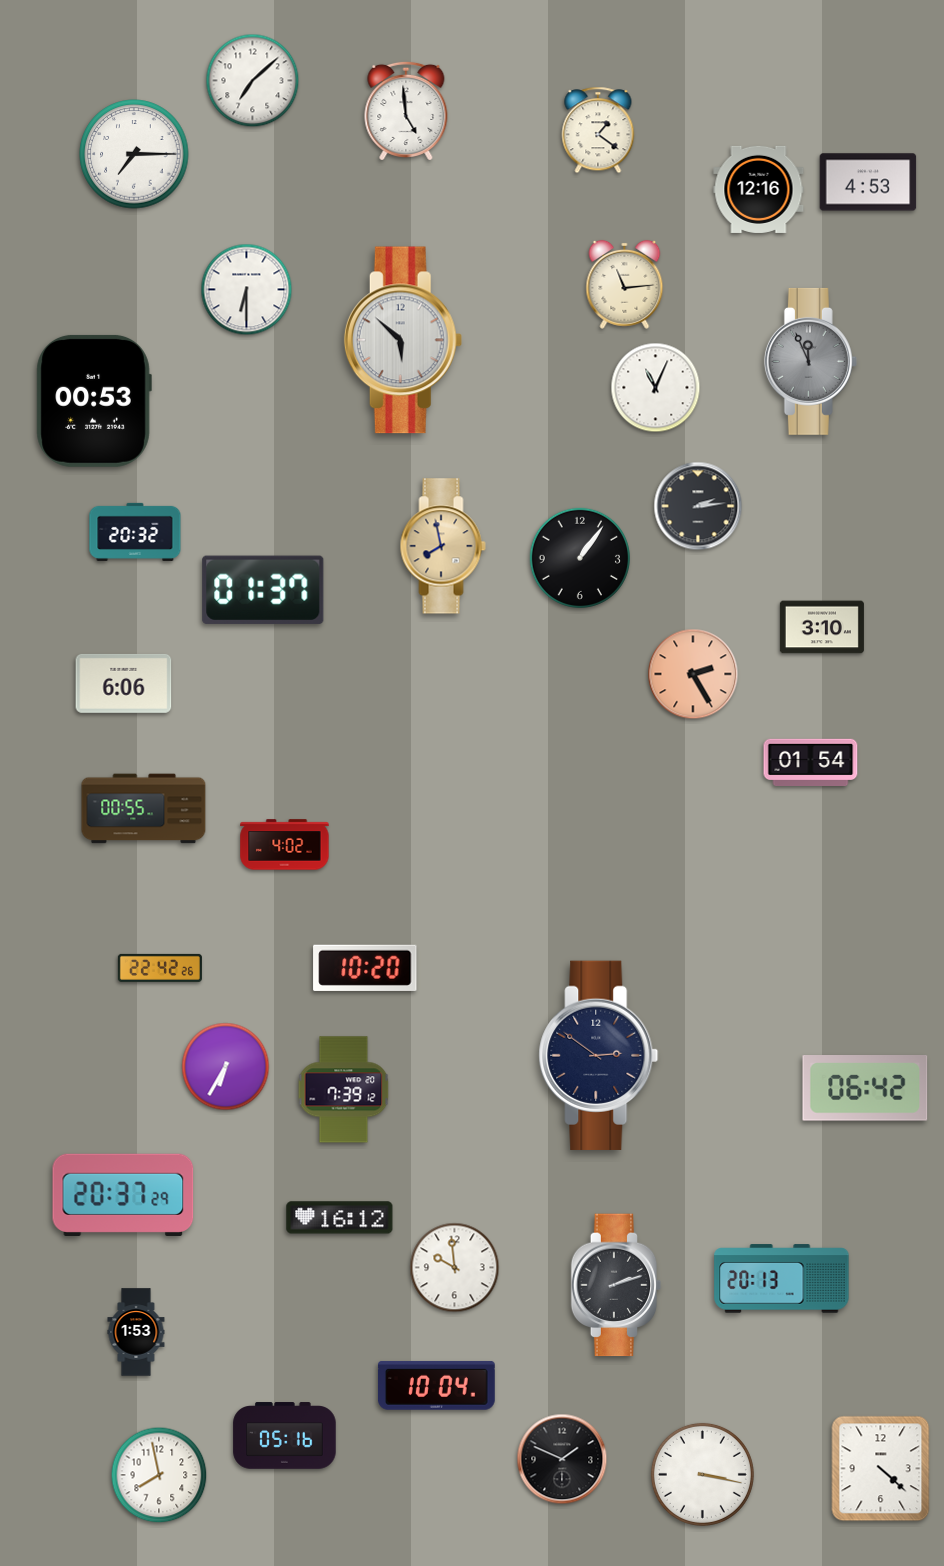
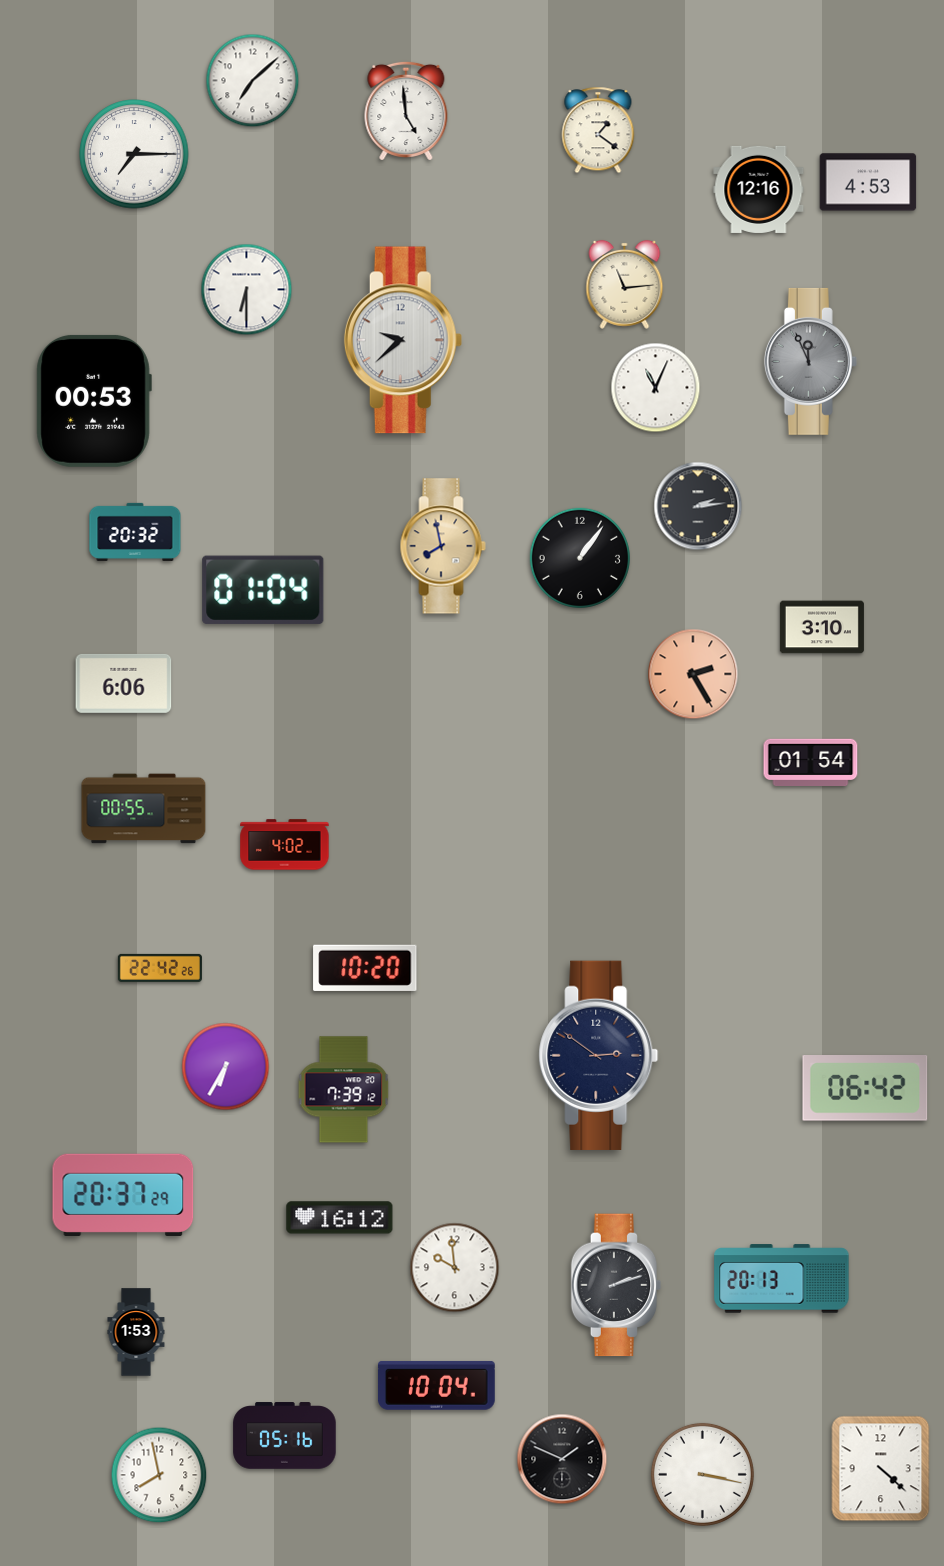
clock at (403, 340): 5:52 -> 9:38
clock at (263, 590): 01:37 -> 01:04
